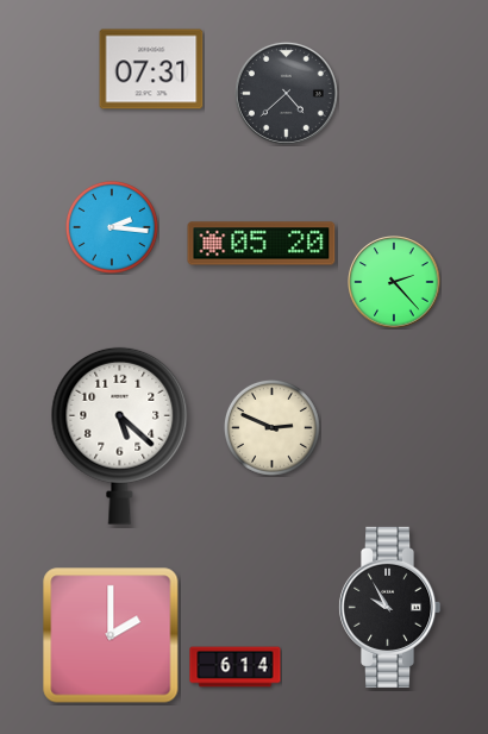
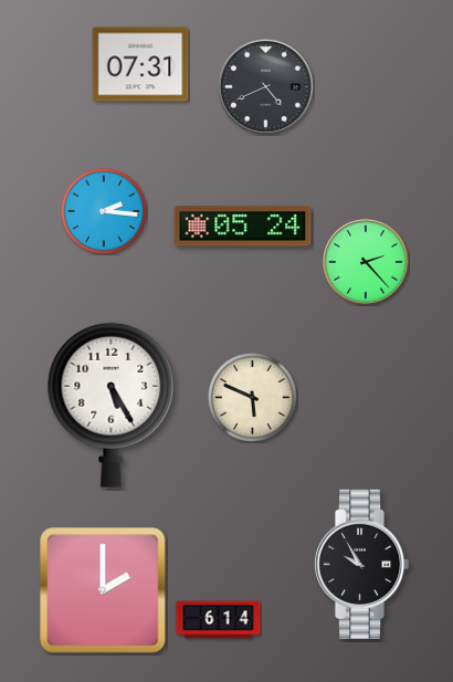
clock at (286, 93): 4:38 -> 4:41
clock at (262, 244): 05:20 -> 05:24
clock at (271, 427): 2:49 -> 5:49
clock at (120, 435): 5:22 -> 5:25
